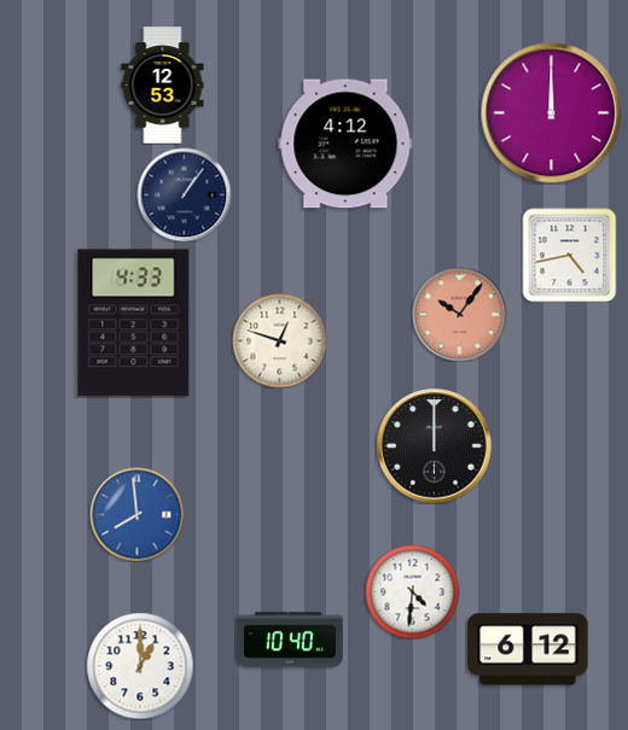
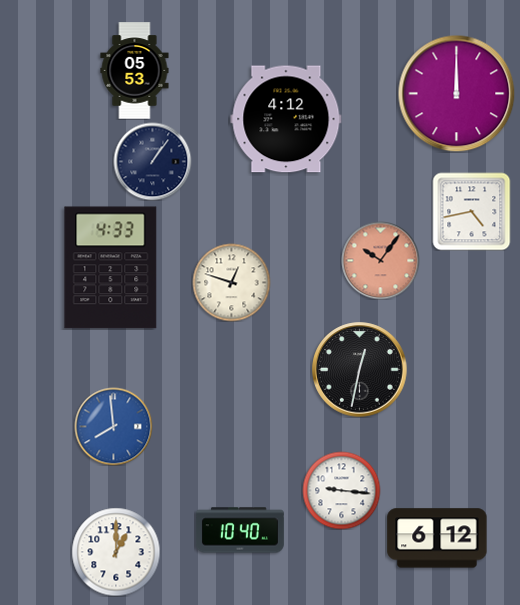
clock at (163, 86): 12:53 -> 05:53
clock at (435, 446): 12:00 -> 12:32
clock at (412, 591): 4:31 -> 9:16
